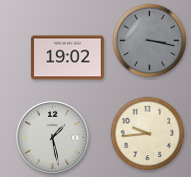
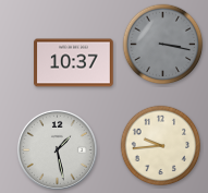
clock at (68, 58): 19:02 -> 10:37
